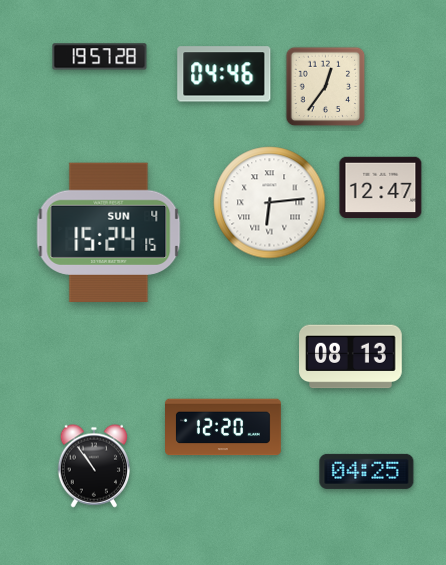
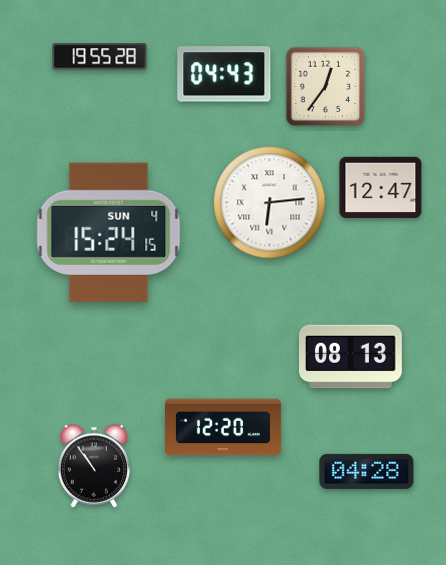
clock at (100, 57): 19:57 -> 19:55
clock at (224, 74): 04:46 -> 04:43
clock at (367, 471): 04:25 -> 04:28
